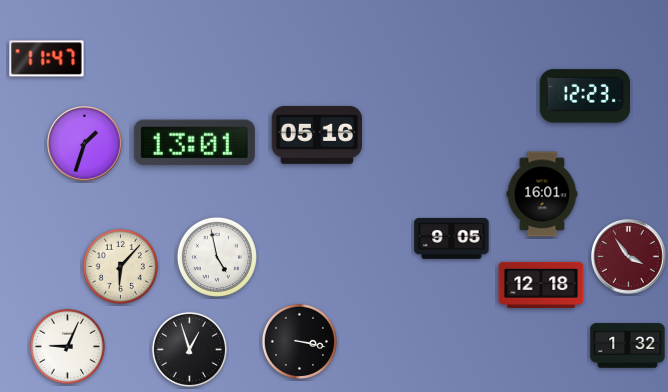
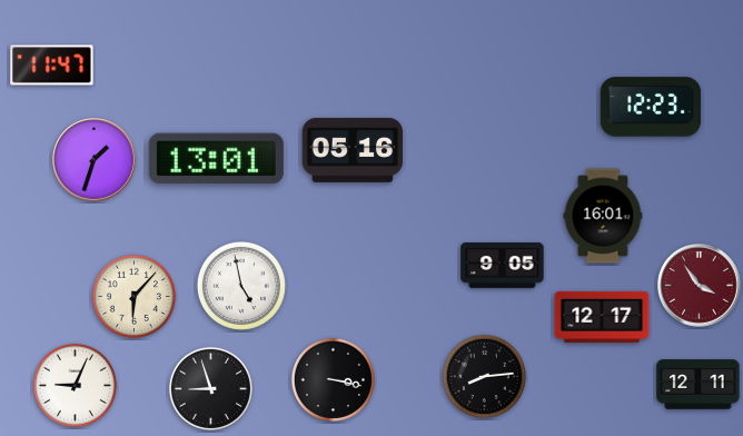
clock at (541, 285): 12:18 -> 12:17
clock at (484, 376): none -> 8:14
clock at (628, 346): 1:32 -> 12:11
clock at (189, 349): 12:57 -> 8:57
